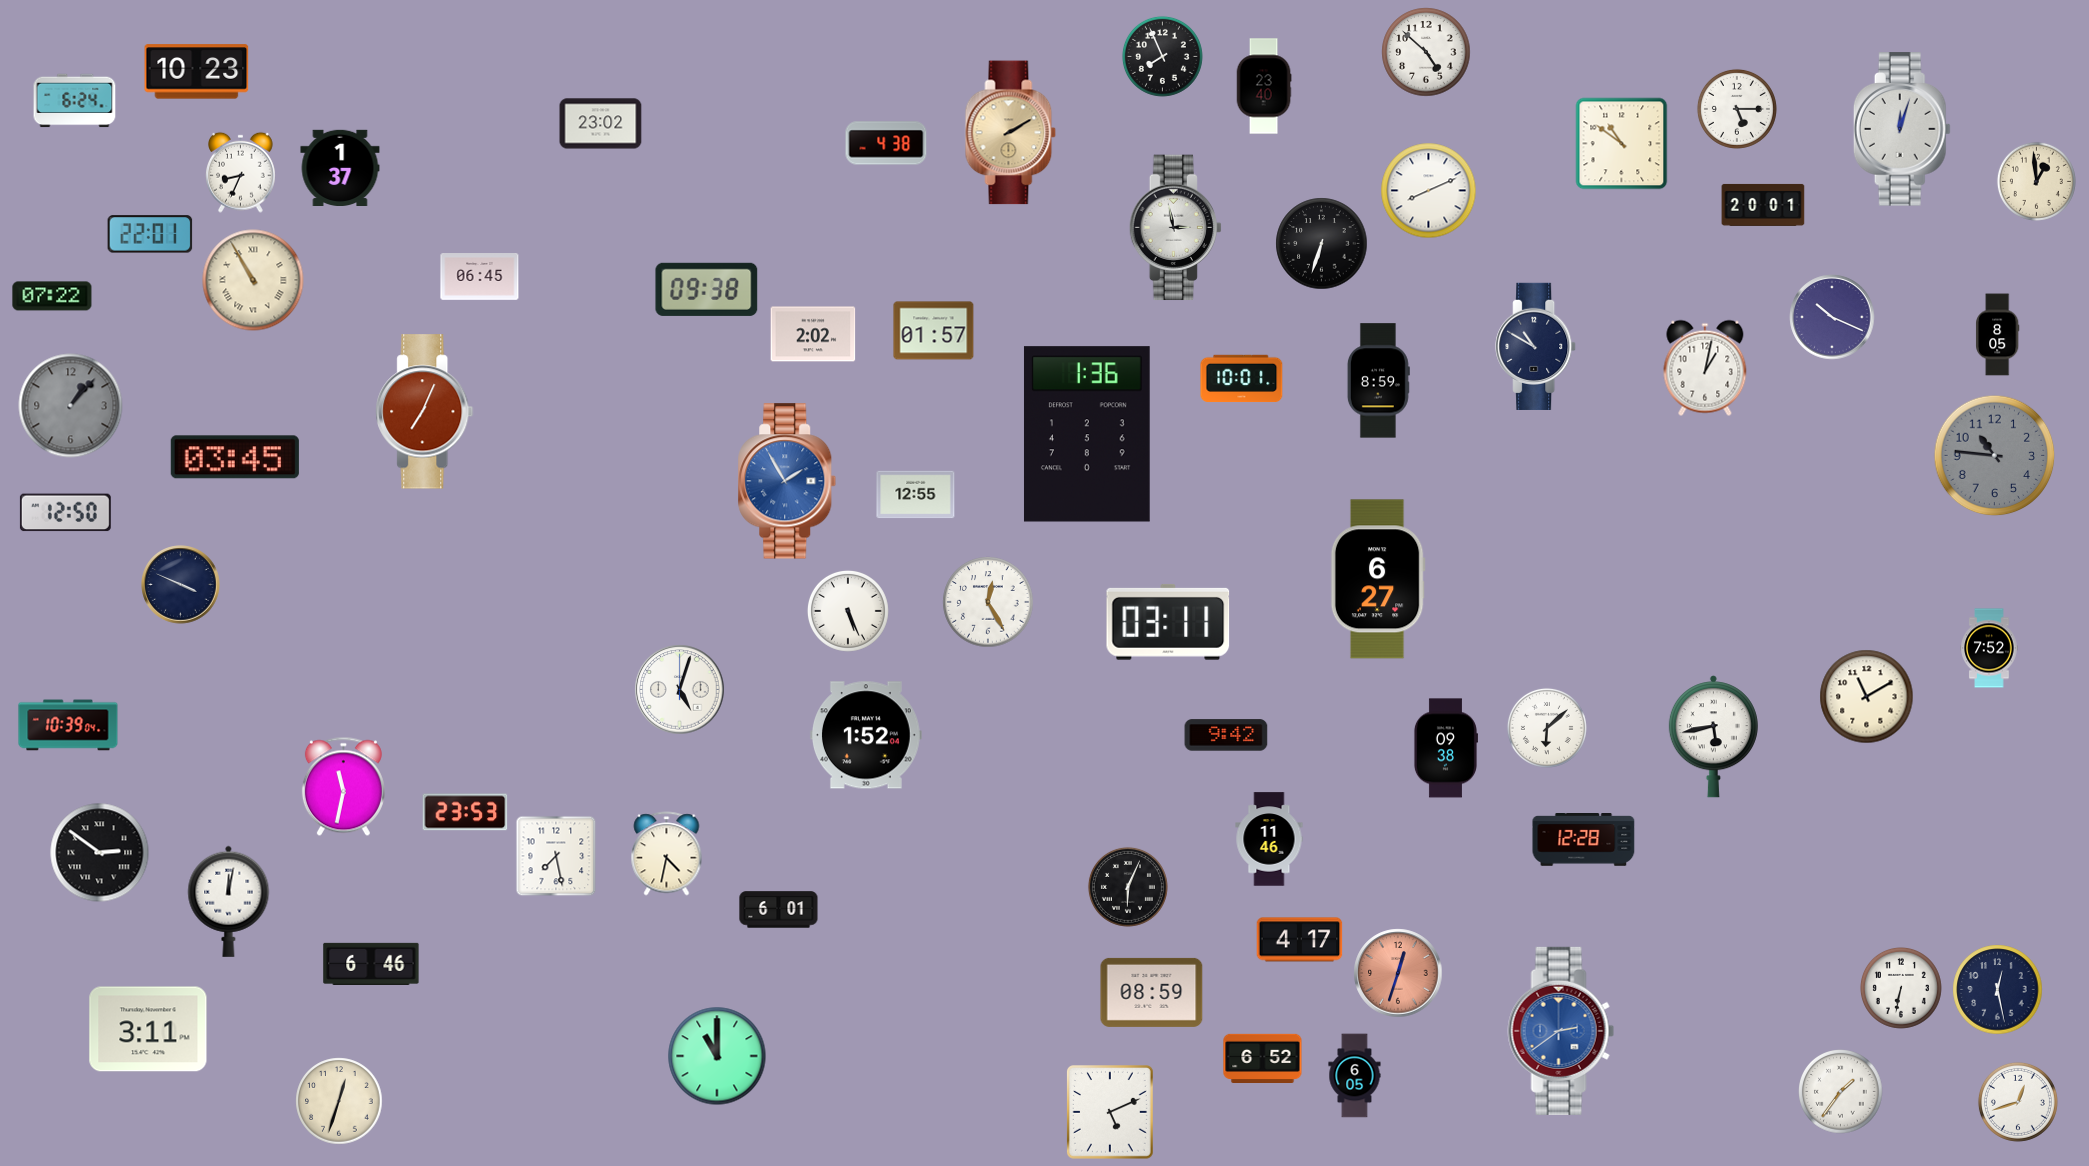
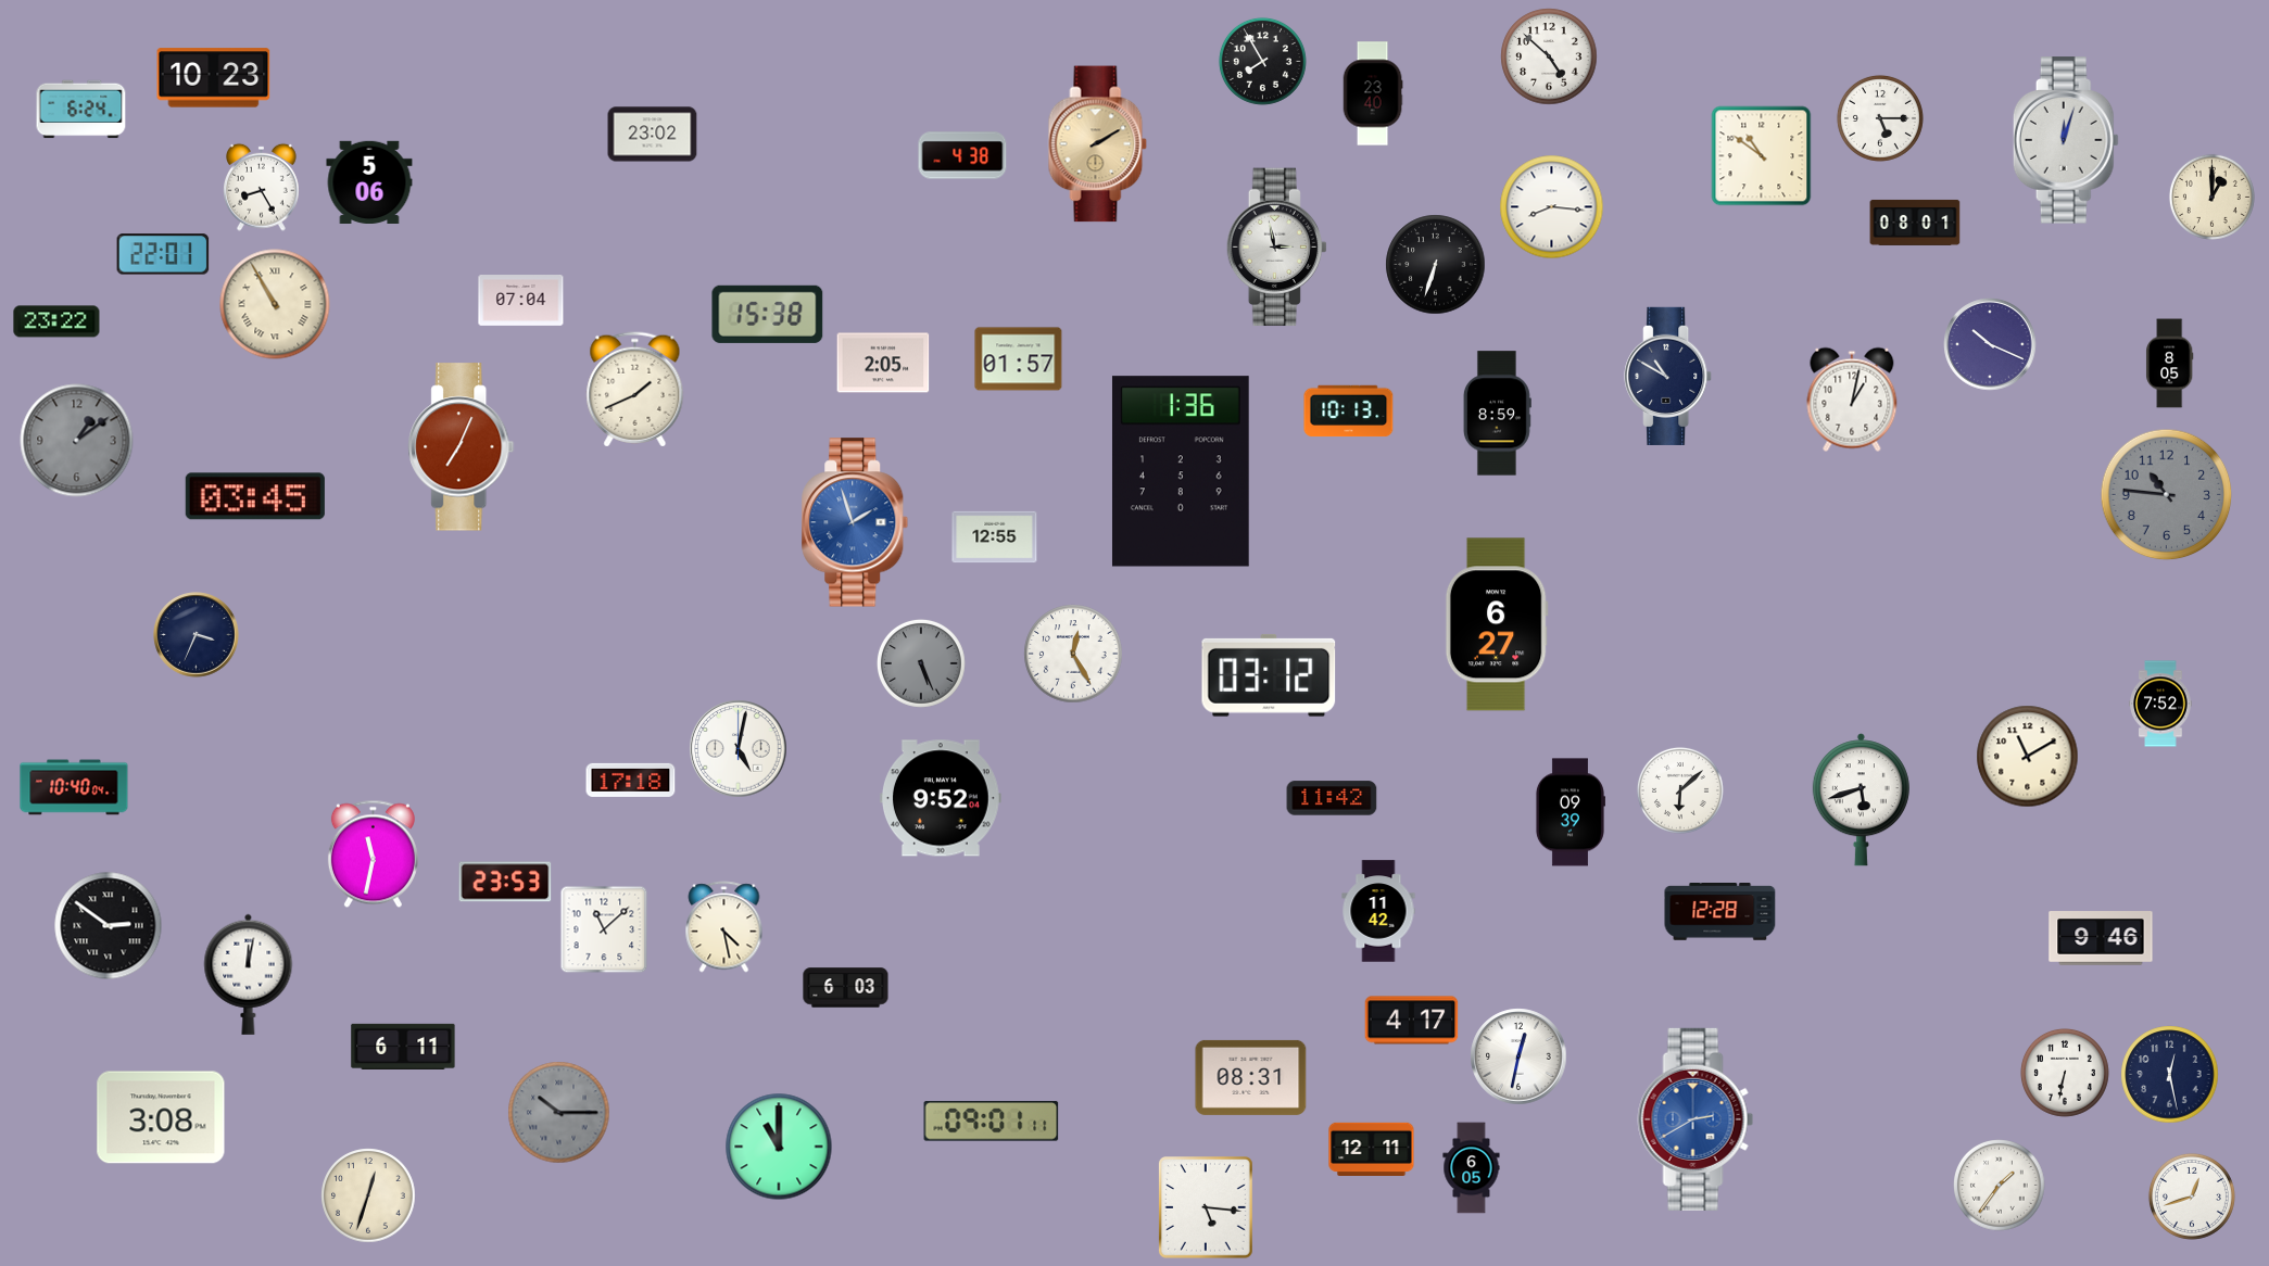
clock at (1162, 56): 7:56 -> 7:55
clock at (1737, 109) position: (1737, 109) -> (1880, 118)
clock at (340, 168): 1:37 -> 5:06
clock at (241, 172): 8:34 -> 8:25
clock at (2036, 181): 12:59 -> 1:00
clock at (1429, 191): 8:11 -> 8:16
clock at (1763, 205): 20:01 -> 08:01
clock at (480, 277): 06:45 -> 07:04
clock at (707, 289): 09:38 -> 15:38
clock at (52, 296): 07:22 -> 23:22
clock at (934, 331) position: (934, 331) -> (1019, 359)
clock at (813, 334): 2:02 -> 2:05
clock at (635, 390): none -> 1:41
clock at (1242, 379): 10:01 -> 10:13
clock at (71, 406): 1:07 -> 1:09
clock at (787, 481): 1:55 -> 1:57
clock at (65, 513): 12:50 -> none
clock at (1378, 579) position: (1378, 579) -> (1497, 624)
clock at (181, 585): 3:49 -> 3:34
clock at (848, 611) dial: white -> grey
clock at (1168, 622): 03:11 -> 03:12
clock at (680, 690): 5:03 -> 5:02
clock at (631, 780): none -> 17:18
clock at (68, 725): 10:39 -> 10:40
clock at (866, 735): 1:52 -> 9:52
clock at (1226, 735): 9:42 -> 11:42
clock at (1713, 737): 5:43 -> 5:42
clock at (1445, 748): 09:38 -> 09:39
clock at (1269, 839): 11:46 -> 11:42
clock at (667, 854): 4:32 -> 4:28
clock at (556, 856): 7:28 -> 11:08
clock at (2101, 938): none -> 9:46
clock at (1128, 887): 6:04 -> none
clock at (229, 901) position: (229, 901) -> (249, 974)
clock at (779, 910): 6:01 -> 6:03
clock at (371, 963): 6:46 -> 6:11
clock at (1398, 973): 12:33 -> 12:32
clock at (1398, 973) dial: salmon -> white
clock at (1152, 992): 08:59 -> 08:31
clock at (559, 1113): none -> 10:15
clock at (148, 1029): 3:11 -> 3:08
clock at (1561, 1031): 2:39 -> 2:40
clock at (992, 1122): none -> 09:01
clock at (1263, 1058): 6:52 -> 12:11
clock at (1111, 1113): 5:11 -> 5:16
